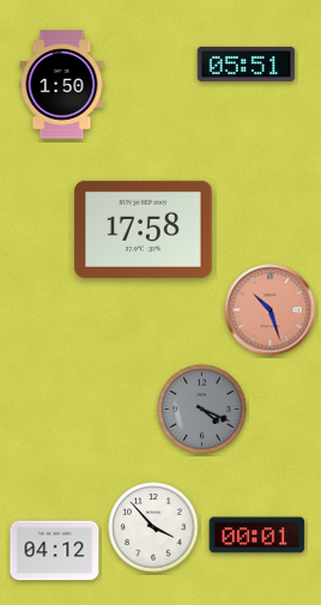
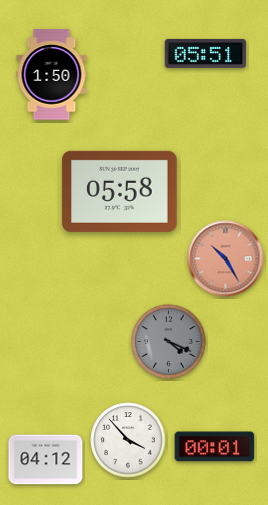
clock at (62, 85) position: (62, 85) -> (52, 75)
clock at (144, 229): 17:58 -> 05:58
clock at (271, 310): 10:27 -> 10:25
